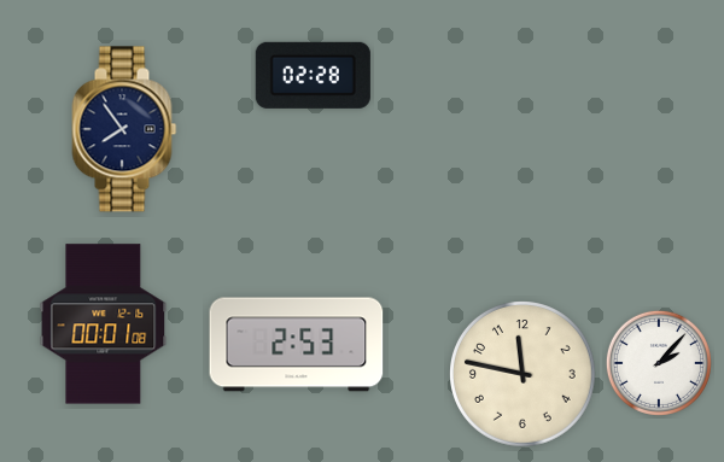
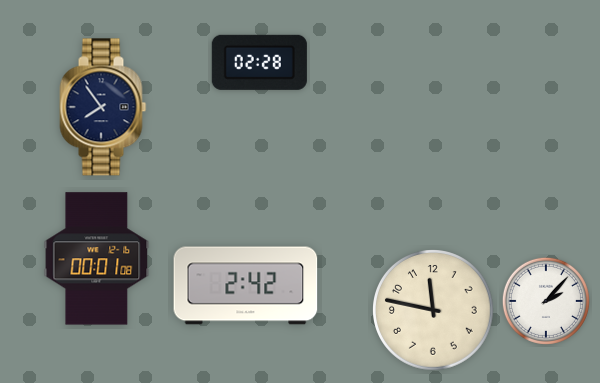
clock at (104, 324) position: (104, 324) -> (97, 259)
clock at (297, 345): 2:53 -> 2:42
